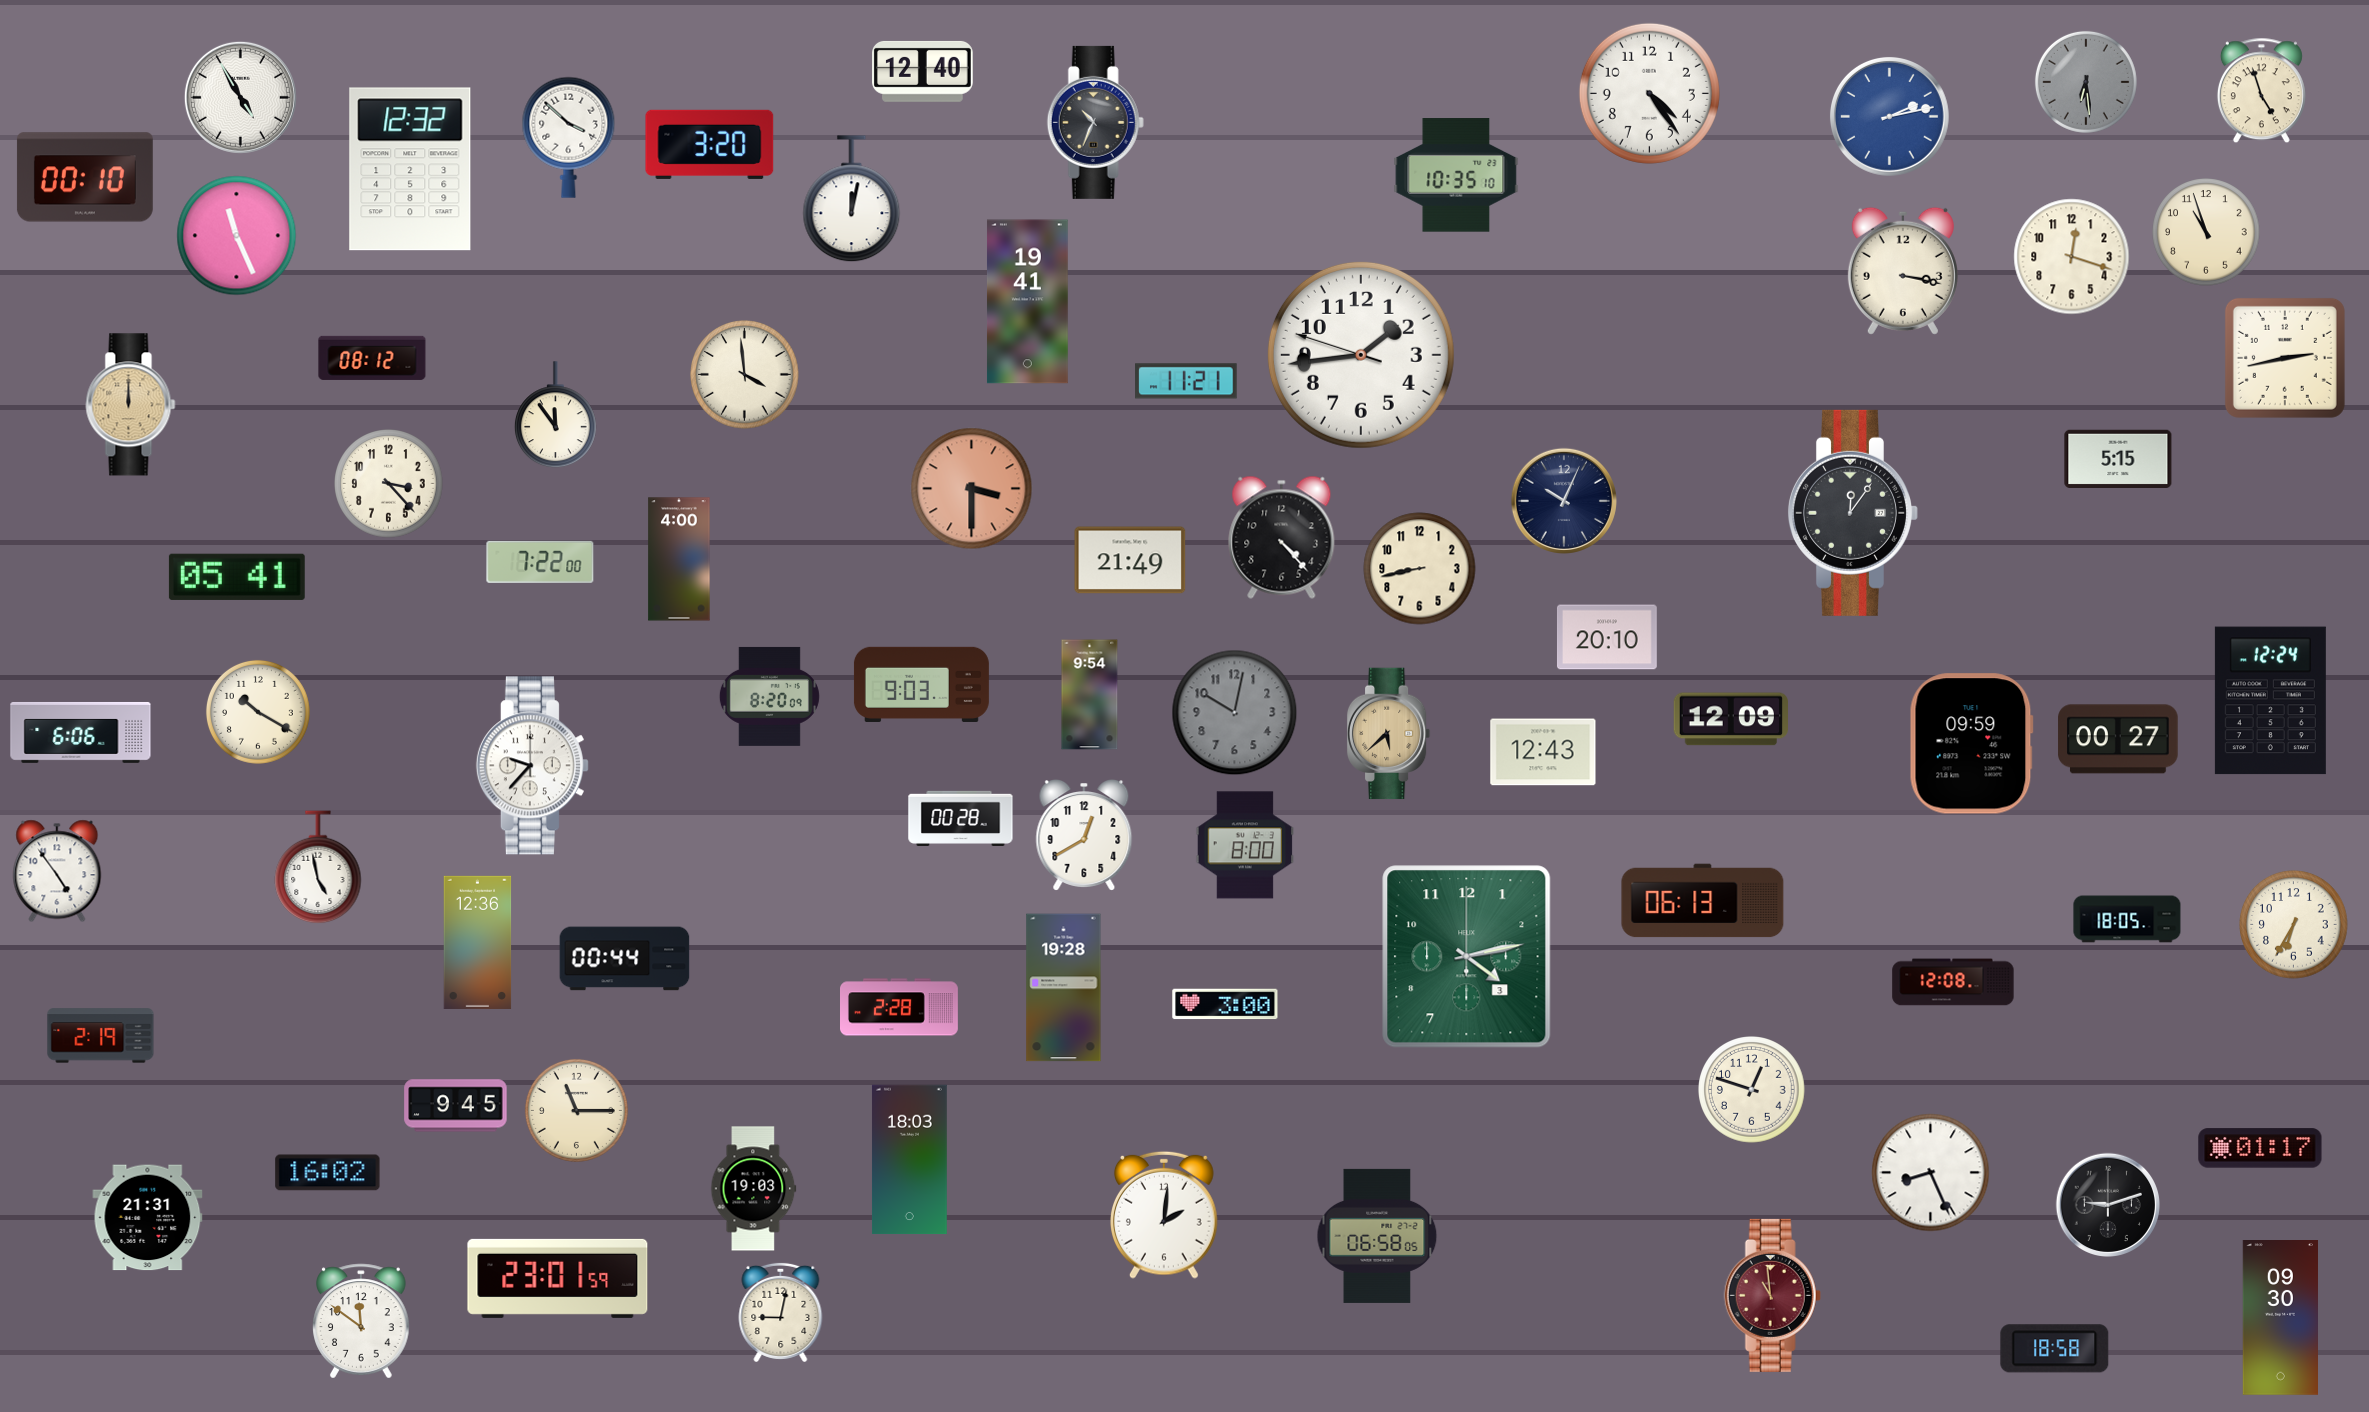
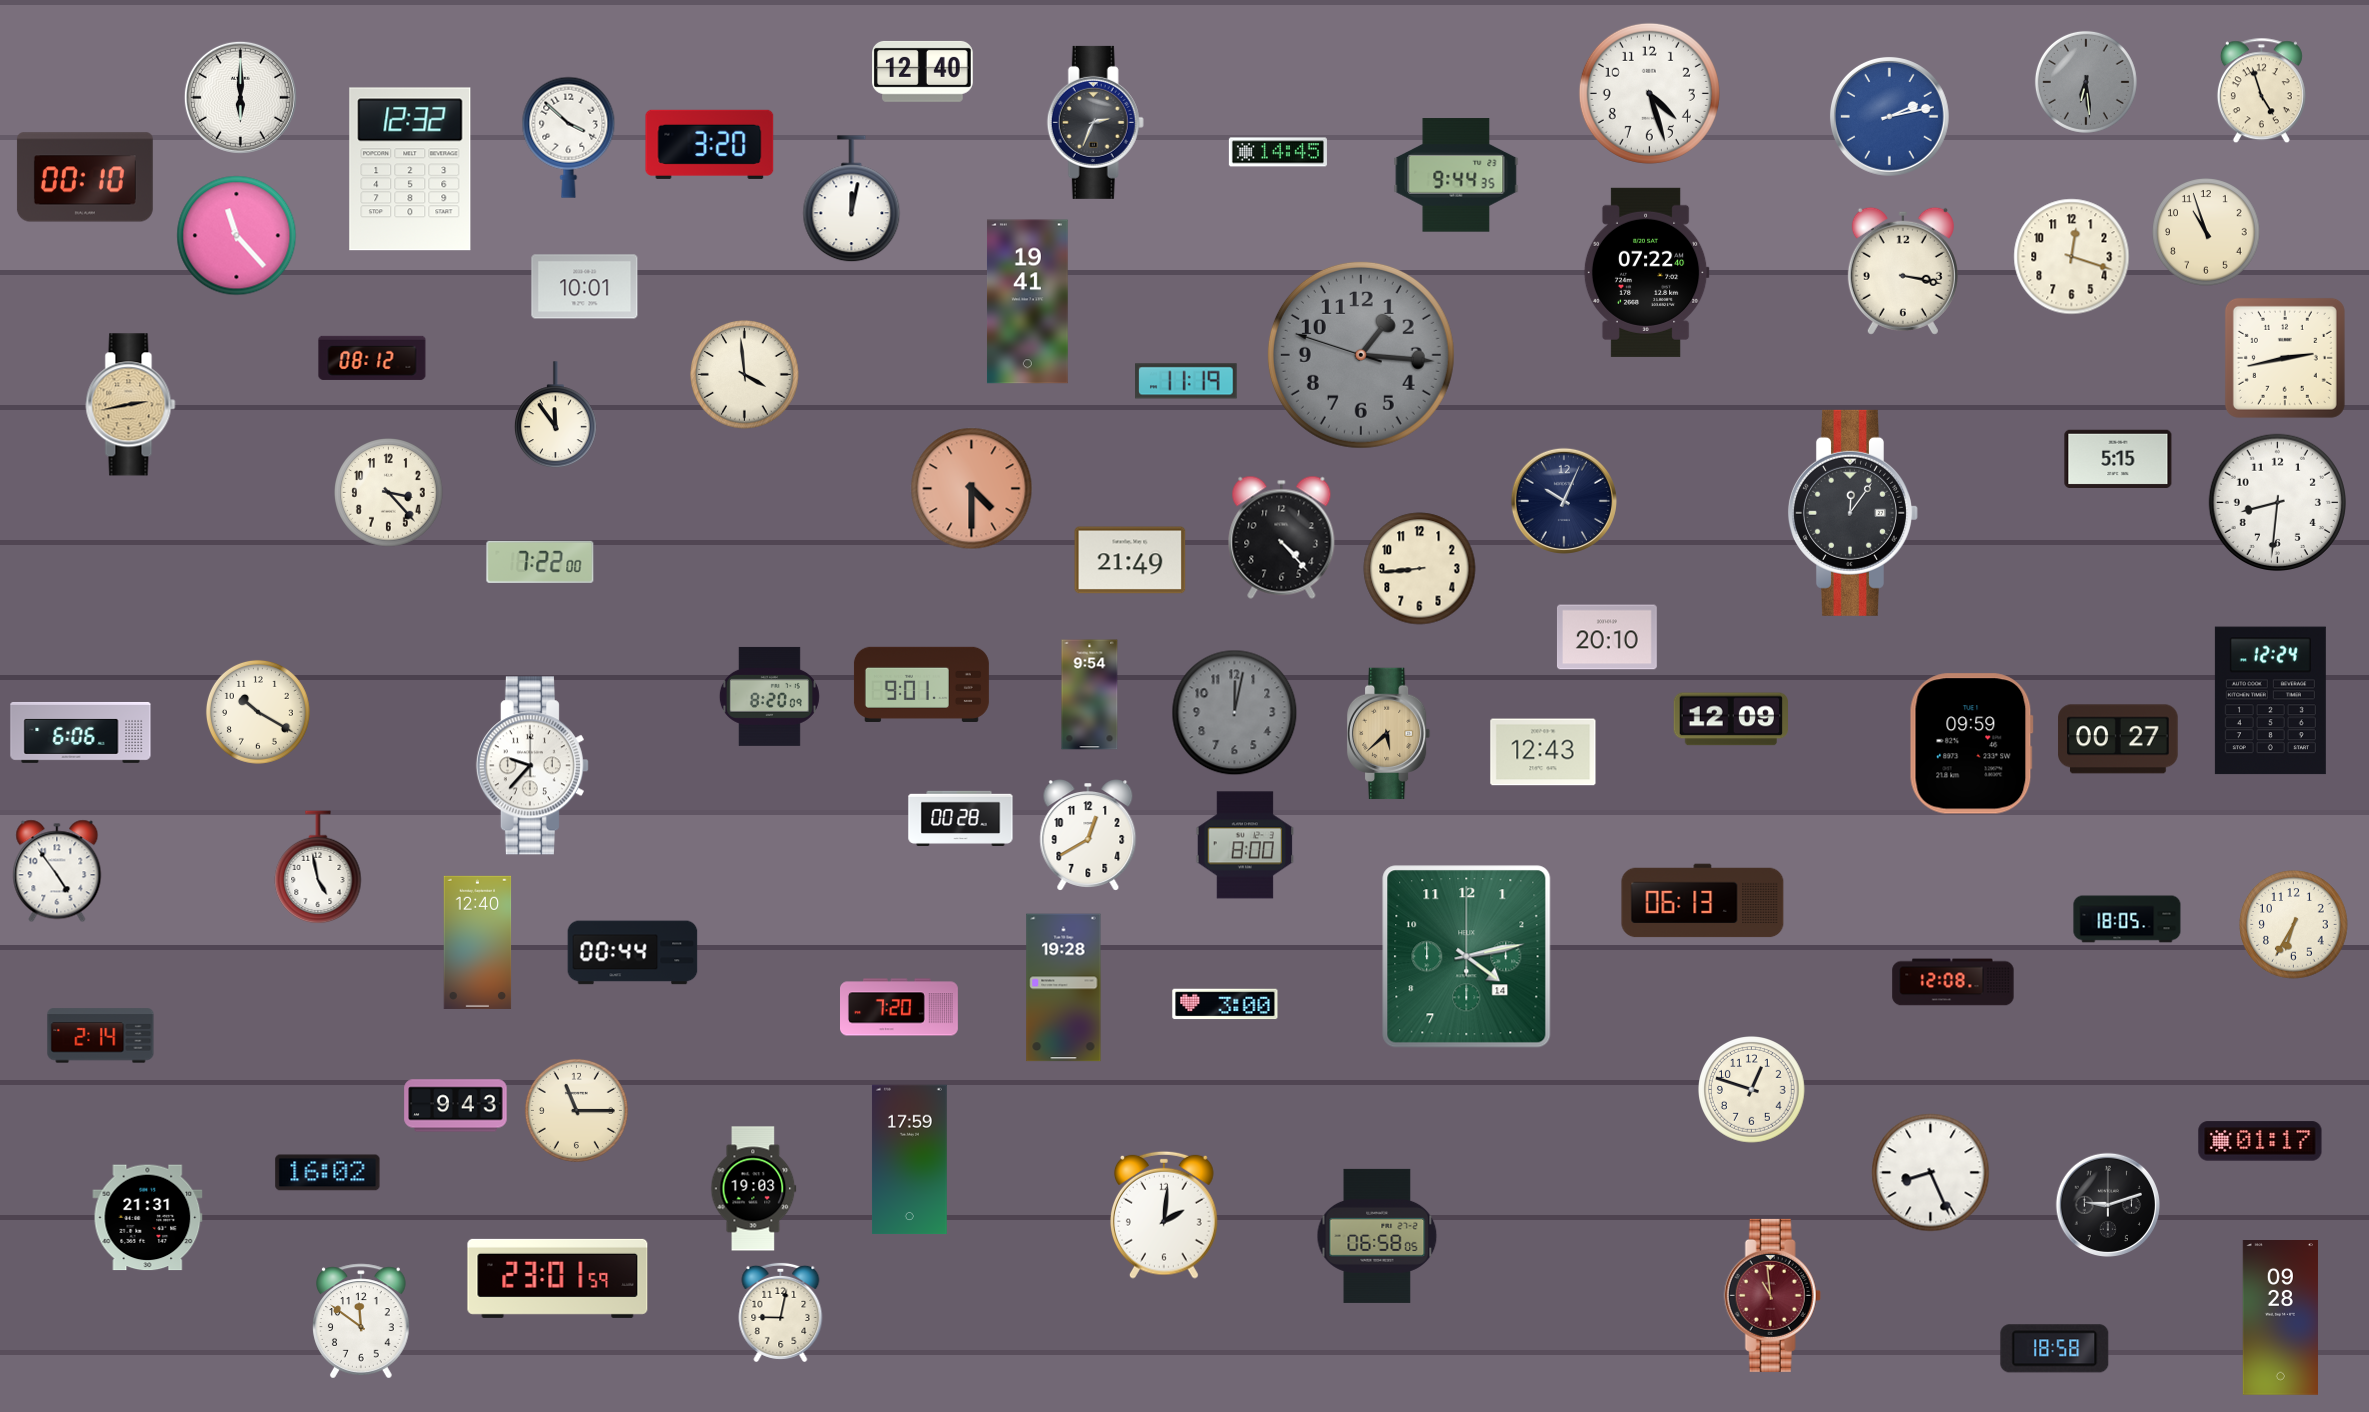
clock at (1649, 93): 4:24 -> 4:27
clock at (240, 97): 4:55 -> 6:00
clock at (1095, 122): 10:34 -> 2:34
clock at (1278, 152): none -> 14:45
clock at (1456, 175): 10:35 -> 9:44
clock at (237, 236): 11:26 -> 11:23
clock at (1646, 272): none -> 07:22
clock at (585, 287): none -> 10:01
clock at (1361, 355): 1:43 -> 1:15
clock at (1361, 355) dial: white -> grey
clock at (1186, 381): 11:21 -> 11:19
clock at (131, 405): 12:00 -> 2:43
clock at (389, 484) position: (389, 484) -> (389, 493)
clock at (972, 489): 3:30 -> 4:30
clock at (2277, 502): none -> 8:31
clock at (679, 559): 4:00 -> none
clock at (1420, 569): 8:43 -> 8:44
clock at (237, 577): 05:41 -> none
clock at (921, 684): 9:03 -> 9:01
clock at (1235, 713): 10:02 -> 12:02
clock at (1084, 836) position: (1084, 836) -> (1088, 836)
clock at (478, 942): 12:36 -> 12:40
clock at (1467, 957) date: 3 -> 14
clock at (625, 959) position: (625, 959) -> (633, 953)
clock at (900, 1007): 2:28 -> 7:20
clock at (101, 1036): 2:19 -> 2:14
clock at (456, 1106): 9:45 -> 9:43
clock at (2260, 1148) position: (2260, 1148) -> (2260, 1141)
clock at (910, 1160): 18:03 -> 17:59
clock at (2280, 1318): 09:30 -> 09:28
